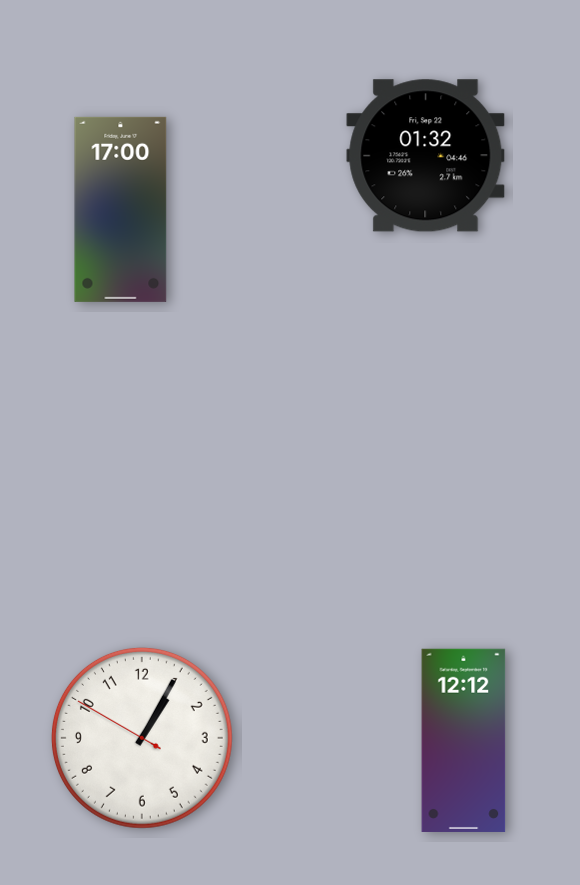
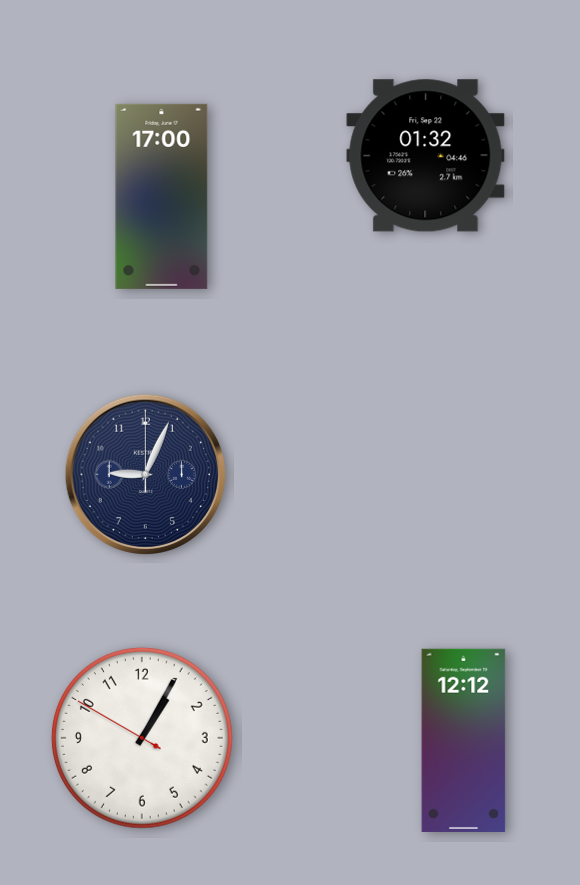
clock at (121, 209) position: (121, 209) -> (162, 196)
clock at (146, 475): none -> 9:04
